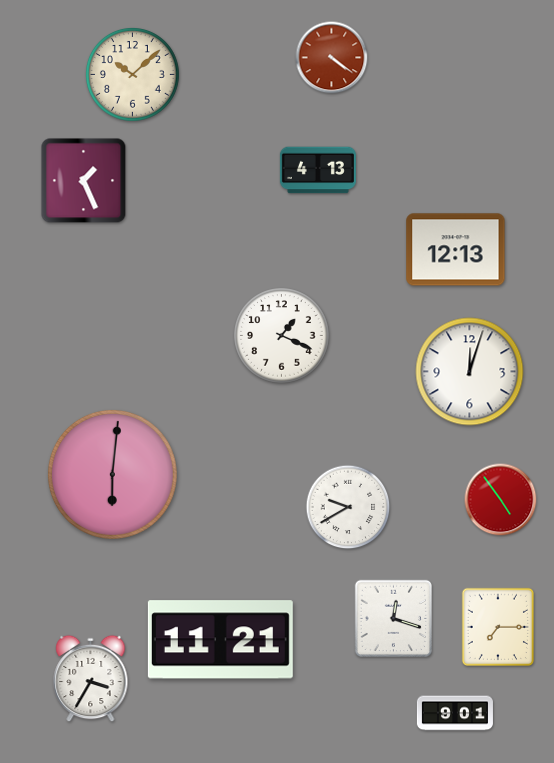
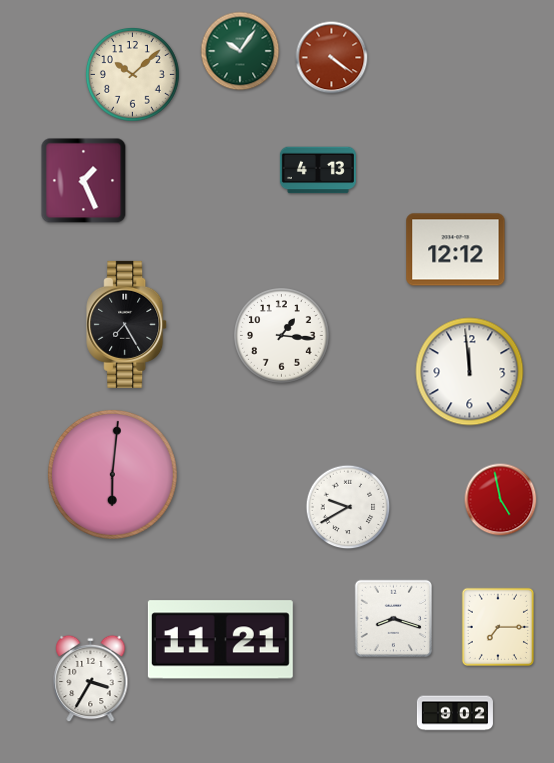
clock at (240, 51): none -> 10:06
clock at (456, 250): 12:13 -> 12:12
clock at (127, 324): none -> 7:25
clock at (282, 336): 1:19 -> 1:16
clock at (470, 372): 12:03 -> 11:59
clock at (501, 500): 4:54 -> 4:58
clock at (394, 619): 12:18 -> 8:18
clock at (455, 713): 9:01 -> 9:02
